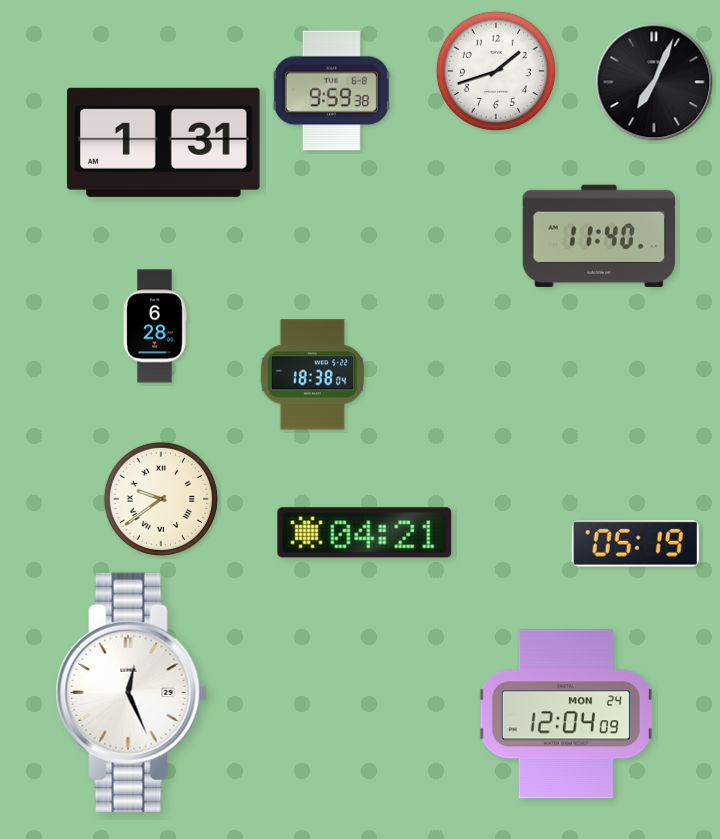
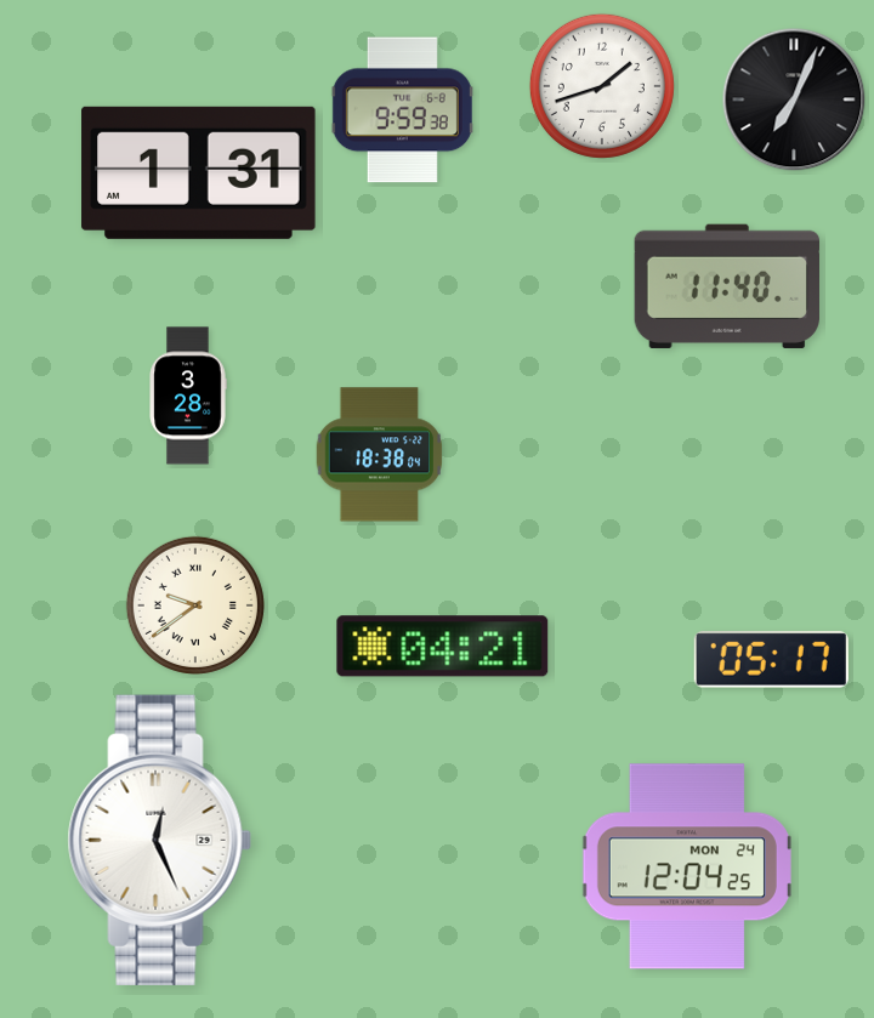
clock at (155, 326): 6:28 -> 3:28
clock at (635, 544): 05:19 -> 05:17
clock at (566, 714): 12:04:09 -> 12:04:25
